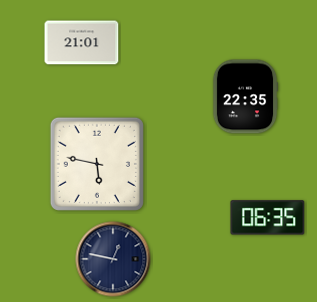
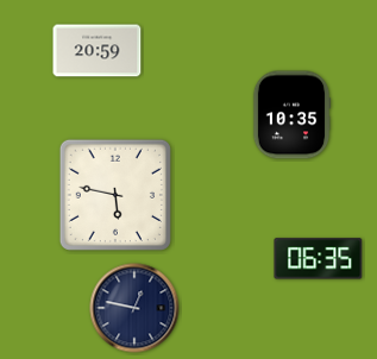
clock at (82, 43): 21:01 -> 20:59
clock at (245, 97): 22:35 -> 10:35
